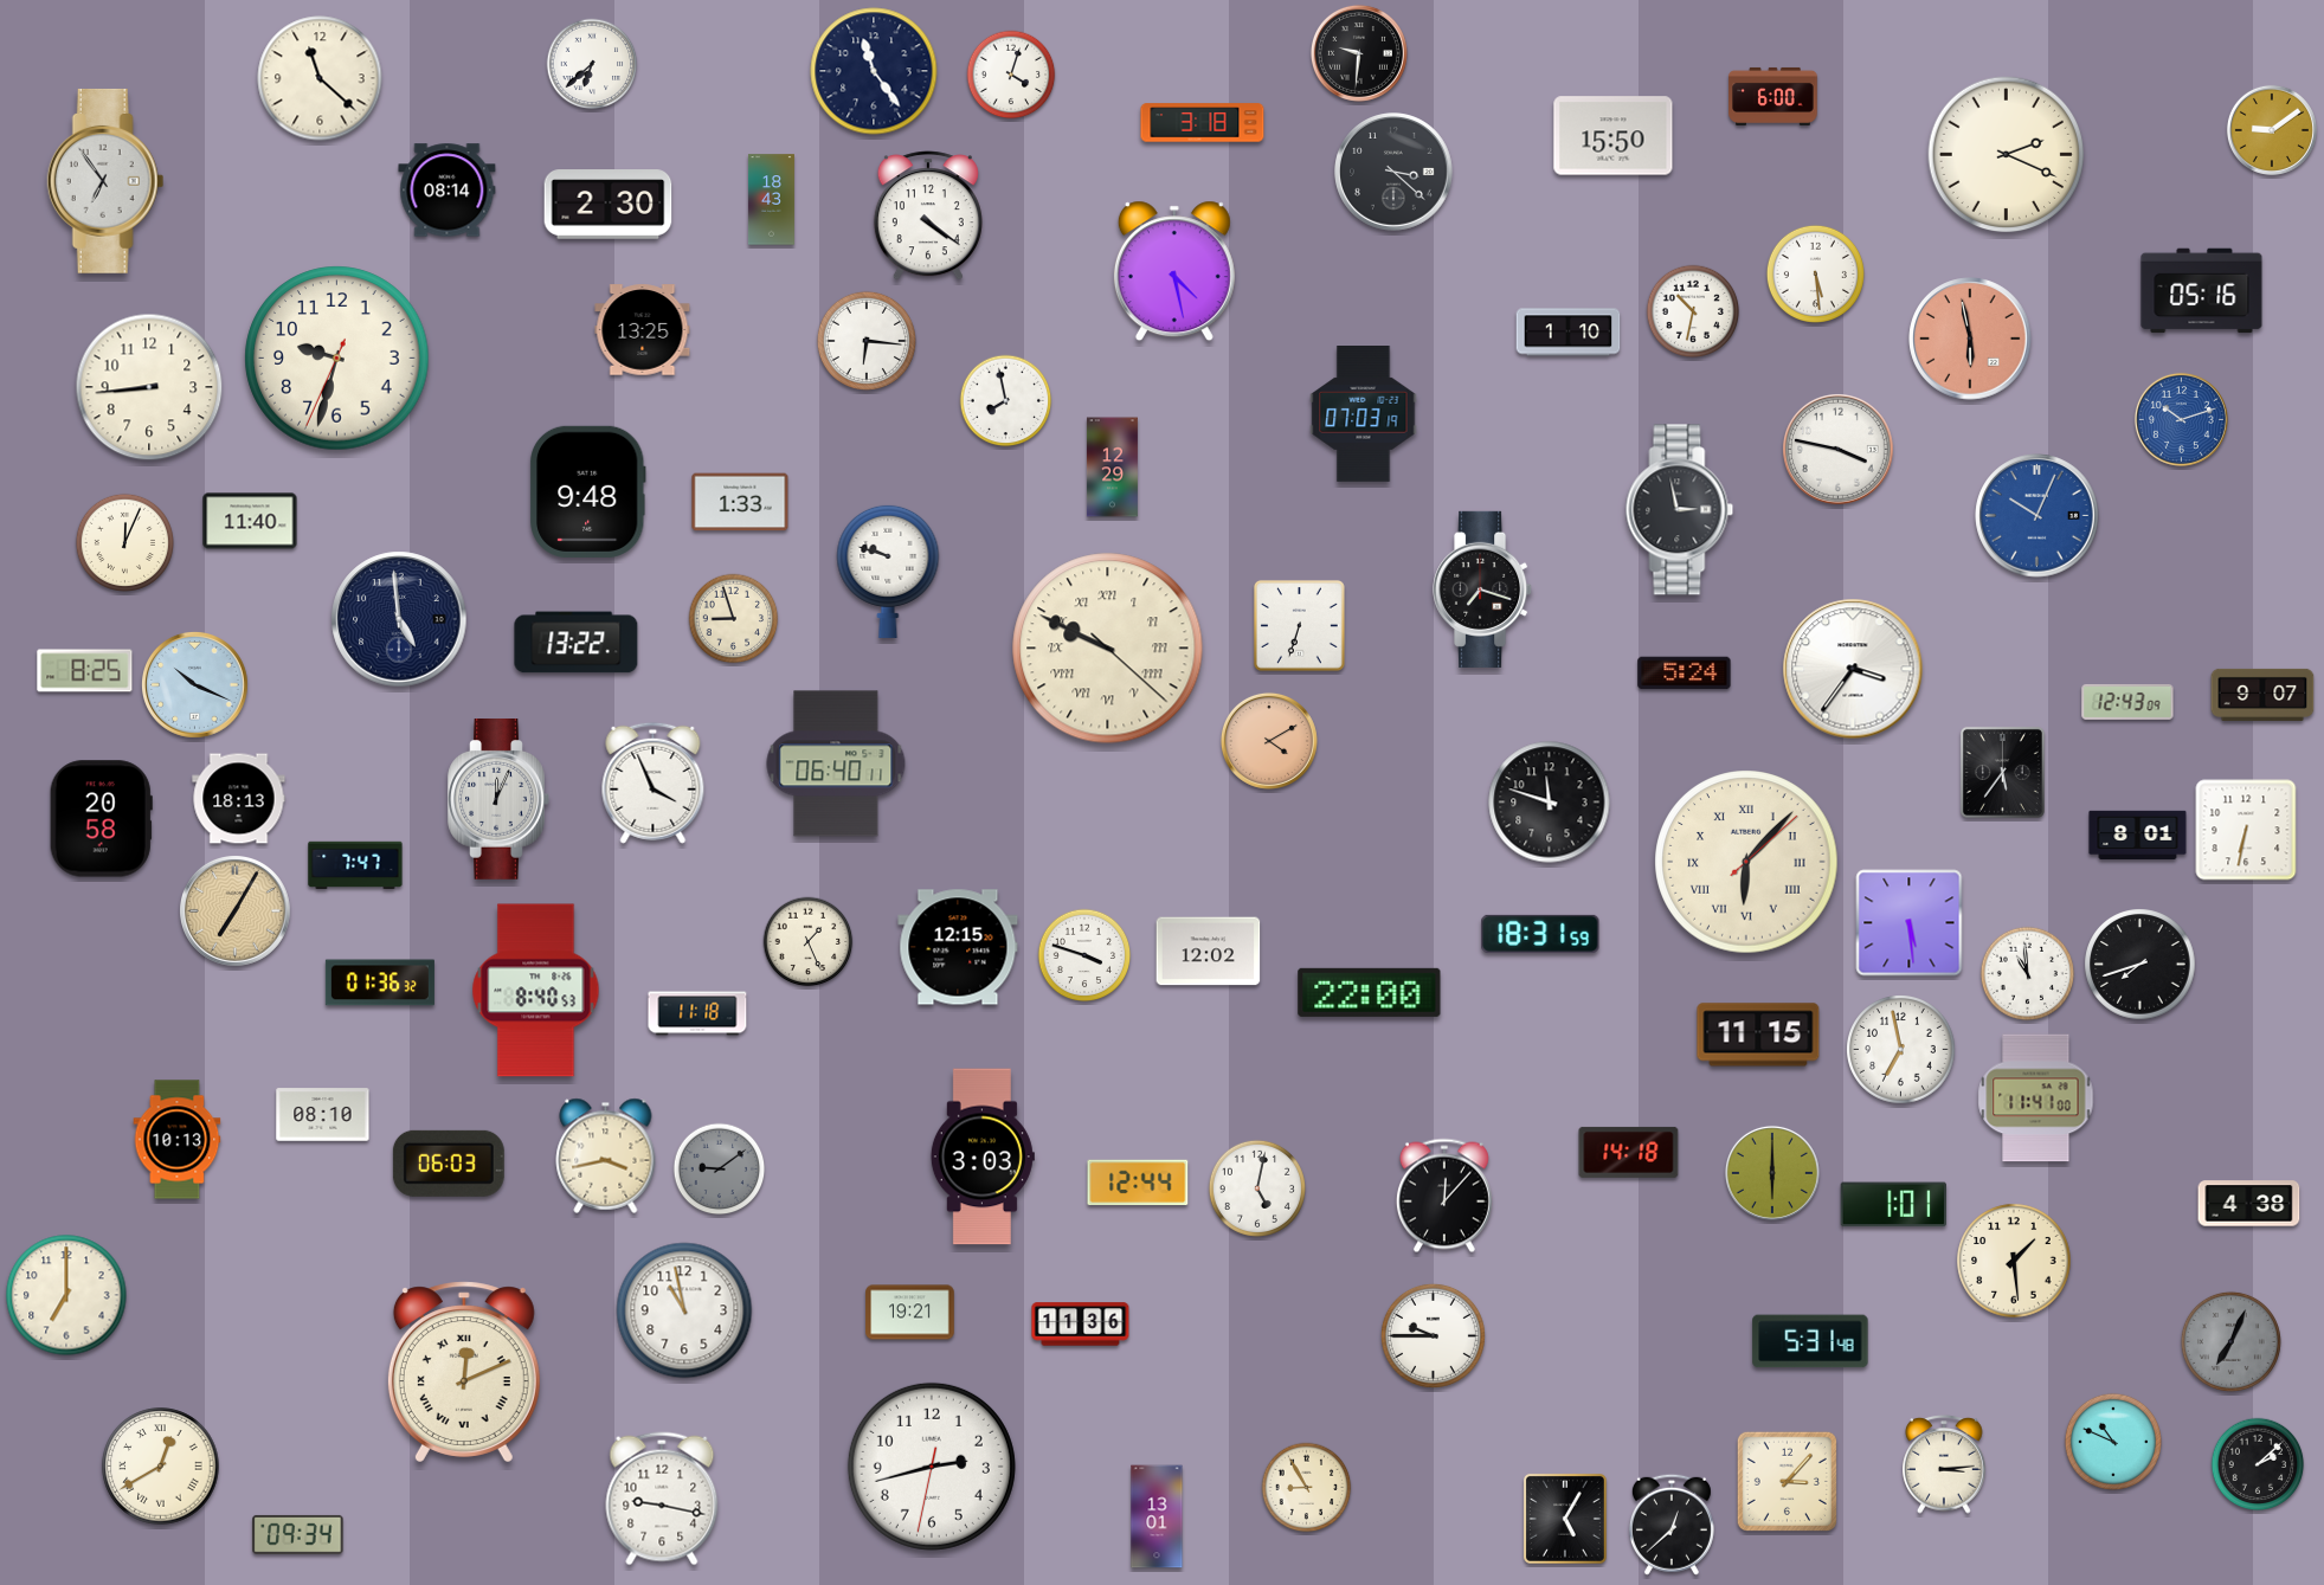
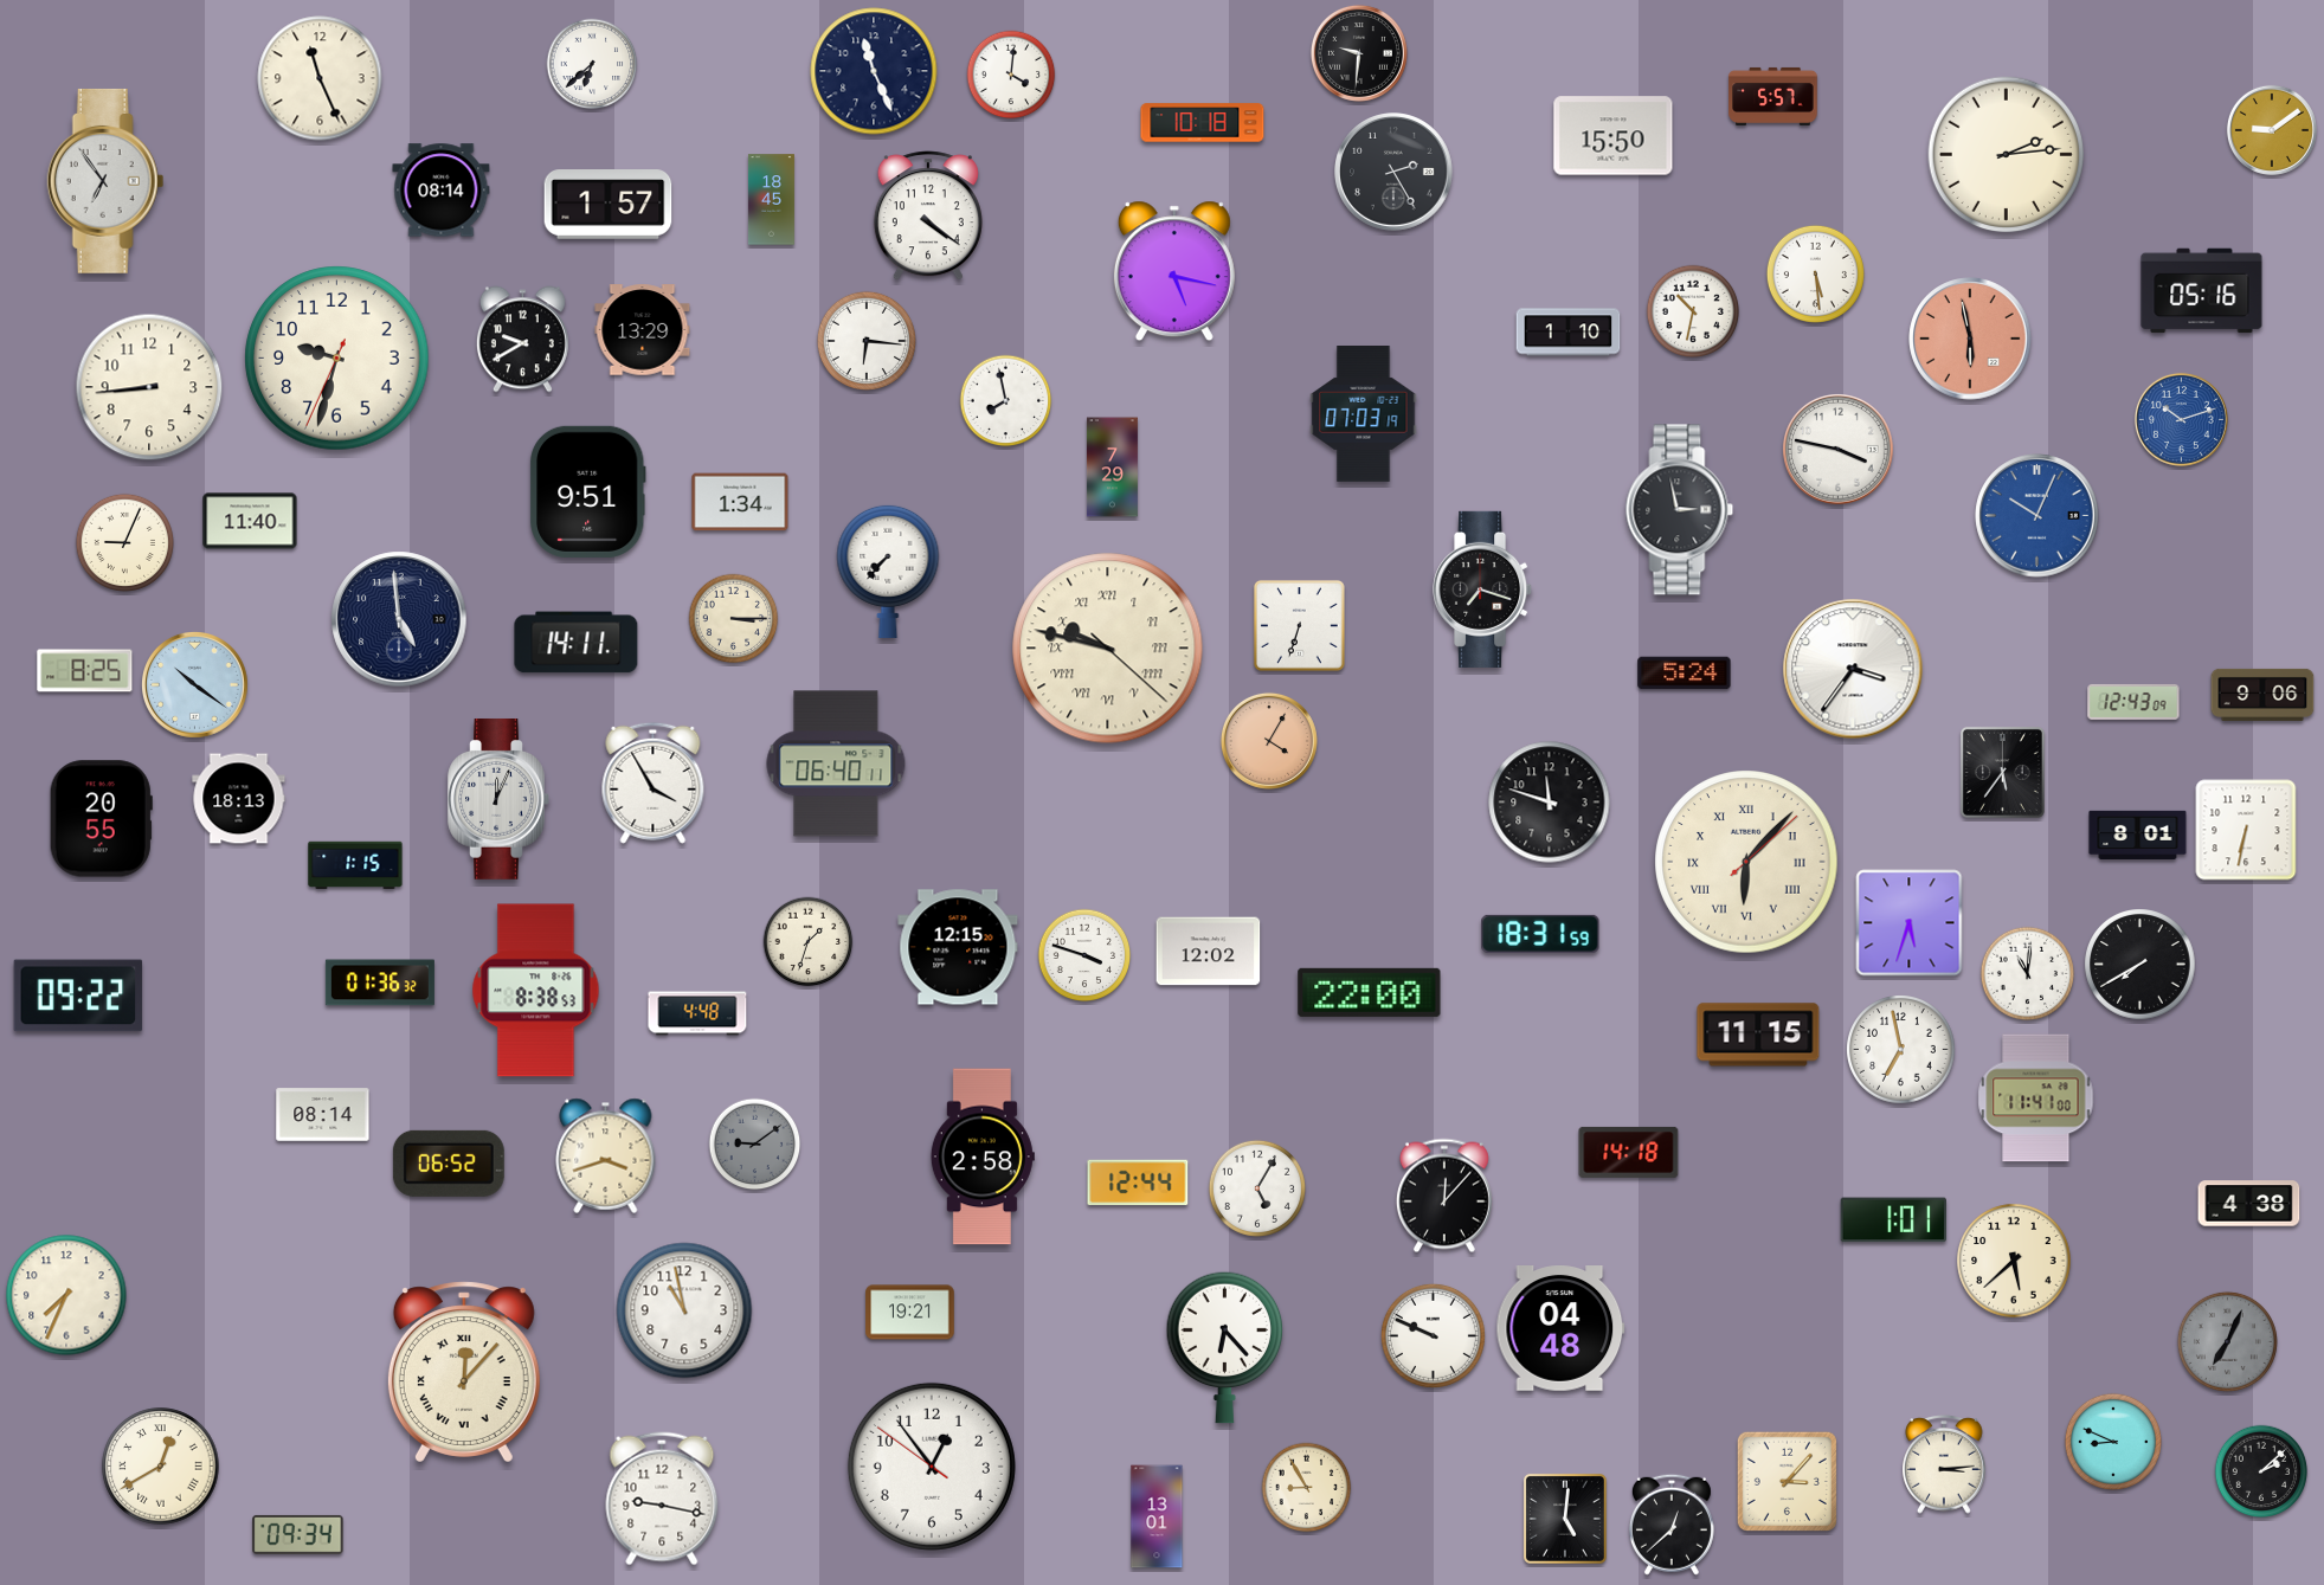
clock at (874, 71): 11:24 -> 11:26
clock at (1011, 75): 4:03 -> 4:01
clock at (320, 78): 11:22 -> 11:26
clock at (1773, 96): 6:00 -> 5:57
clock at (1203, 123): 3:18 -> 10:18
clock at (2007, 155): 2:19 -> 2:14
clock at (1393, 172): 3:22 -> 2:25
clock at (448, 191) position: (448, 191) -> (442, 191)
clock at (771, 200): 18:43 -> 18:45
clock at (609, 205): 2:30 -> 1:57
clock at (1174, 271): 4:28 -> 5:17
clock at (643, 330): 13:25 -> 13:29
clock at (522, 340): none -> 9:40
clock at (1112, 468): 12:29 -> 7:29
clock at (587, 491): 9:48 -> 9:51
clock at (740, 502): 1:33 -> 1:34
clock at (124, 542): 12:04 -> 9:04
clock at (888, 571): 9:48 -> 7:37
clock at (734, 619): 8:57 -> 3:15
clock at (577, 643): 13:22 -> 14:11
clock at (1108, 649): 9:49 -> 9:47
clock at (194, 684): 10:19 -> 10:21
clock at (2262, 695): 9:07 -> 9:06
clock at (2127, 702) position: (2127, 702) -> (2133, 702)
clock at (1269, 741): 4:10 -> 4:05
clock at (654, 782): 3:56 -> 3:55
clock at (101, 819): 20:58 -> 20:55
clock at (355, 865): 7:47 -> 1:15
clock at (236, 911): 7:05 -> none
clock at (1910, 923): 5:29 -> 5:33
clock at (809, 942): 1:26 -> 1:33
clock at (2140, 965): 7:42 -> 7:40
clock at (2028, 974): 10:59 -> 11:01
clock at (536, 991): 8:40 -> 8:38
clock at (78, 996): none -> 09:22
clock at (697, 1013): 11:18 -> 4:48
clock at (323, 1115): 08:10 -> 08:14
clock at (178, 1140): 10:13 -> none
clock at (606, 1155): 3:43 -> 3:42
clock at (983, 1156): 3:03 -> 2:58
clock at (449, 1164): 06:03 -> 06:52
clock at (720, 1170) position: (720, 1170) -> (755, 1145)
clock at (1772, 1173): 6:00 -> none
clock at (1257, 1188): 5:02 -> 5:05
clock at (1893, 1205) position: (1893, 1205) -> (1893, 1220)
clock at (2014, 1261): 1:29 -> 5:38
clock at (66, 1295): 7:00 -> 7:34
clock at (1081, 1325): 11:36 -> none
clock at (1560, 1329): none -> 04:48
clock at (1433, 1335): 9:45 -> 9:49
clock at (1810, 1341): 5:31 -> none
clock at (2230, 1341) position: (2230, 1341) -> (2227, 1341)
clock at (1225, 1347): none -> 6:23
clock at (464, 1372): 12:11 -> 12:07
clock at (2113, 1442): 10:49 -> 8:49
clock at (2258, 1464) position: (2258, 1464) -> (2261, 1471)
clock at (932, 1467): 2:42 -> 12:53
clock at (1565, 1519): 5:05 -> 5:01
